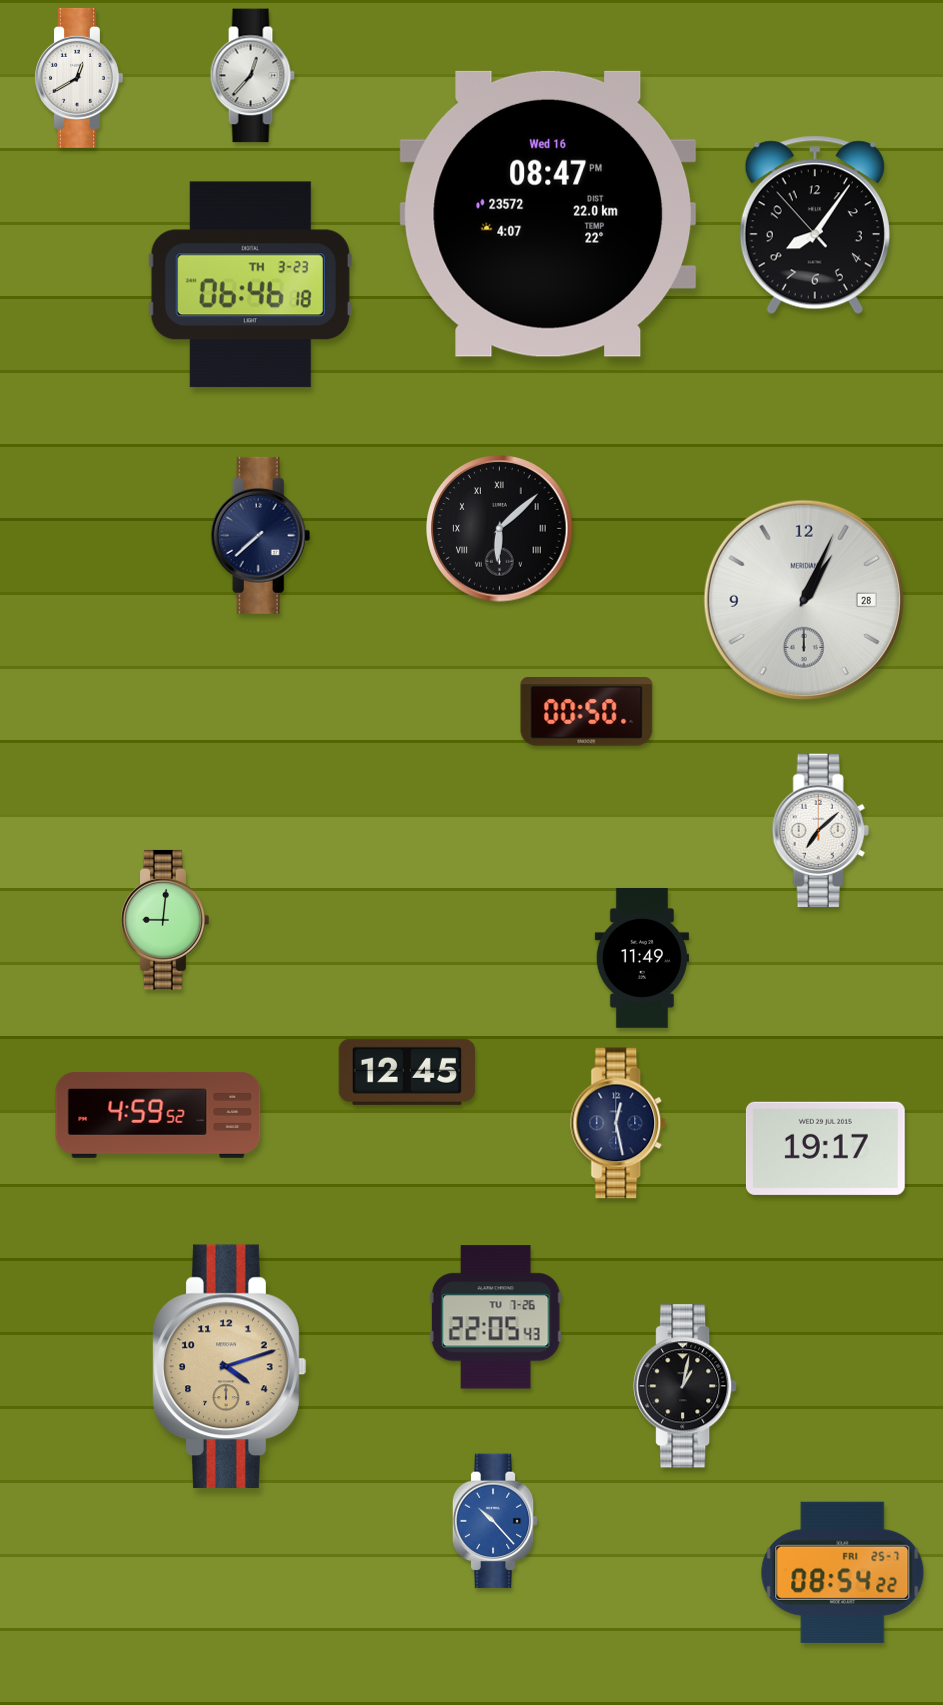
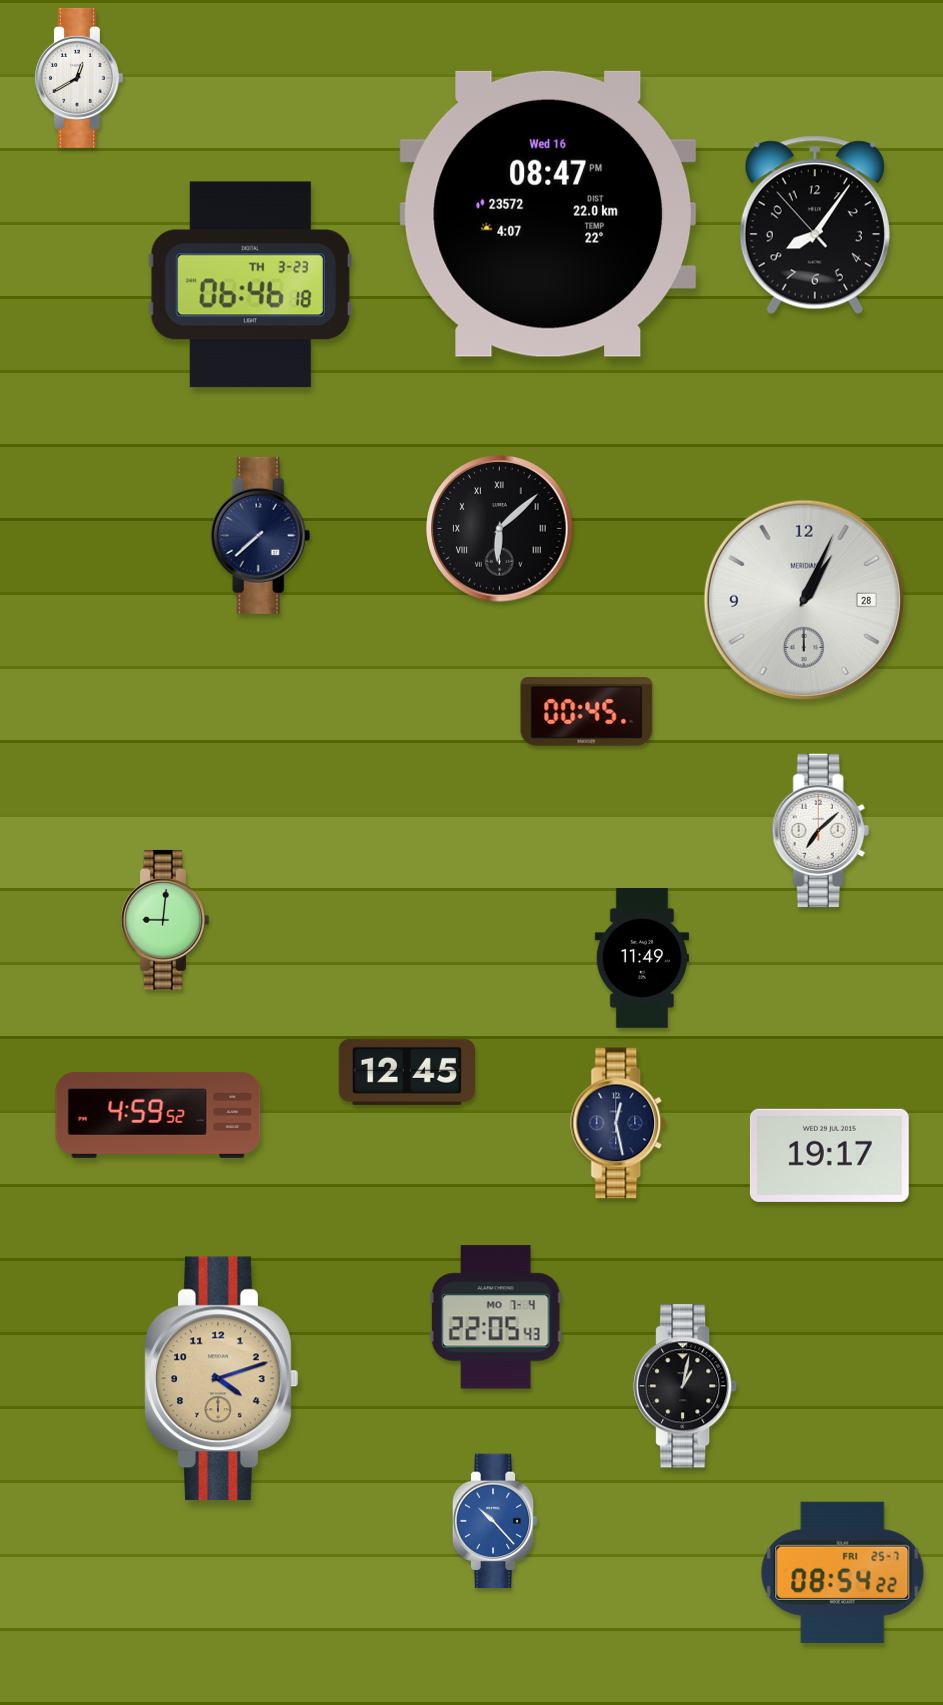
clock at (252, 76): 12:37 -> none
clock at (587, 712): 00:50 -> 00:45
clock at (825, 1148) position: (825, 1148) -> (829, 1155)
clock at (496, 1317) date: TU 7-26 -> MO 7-4
clock at (230, 1367) position: (230, 1367) -> (222, 1379)
